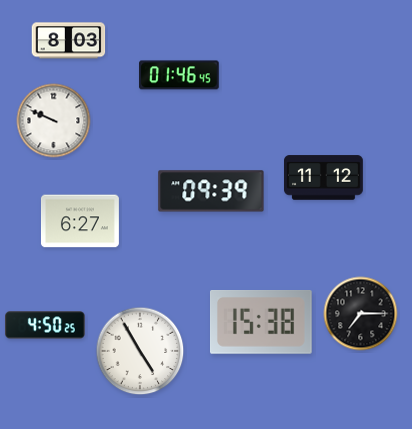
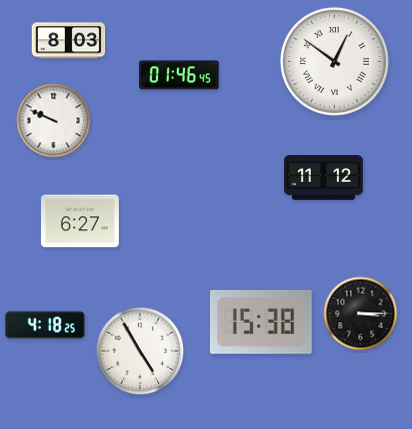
clock at (334, 61): none -> 12:51
clock at (211, 191): 09:39 -> none
clock at (361, 314): 7:15 -> 3:15
clock at (45, 325): 4:50 -> 4:18
